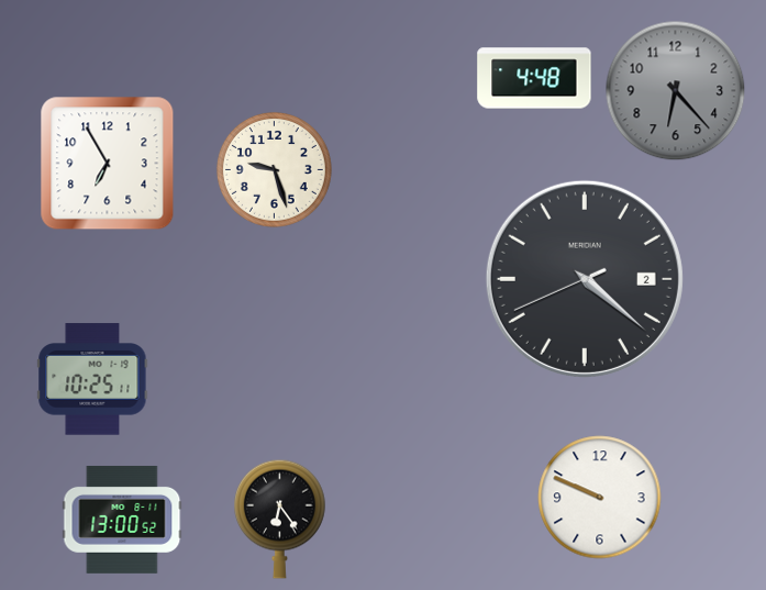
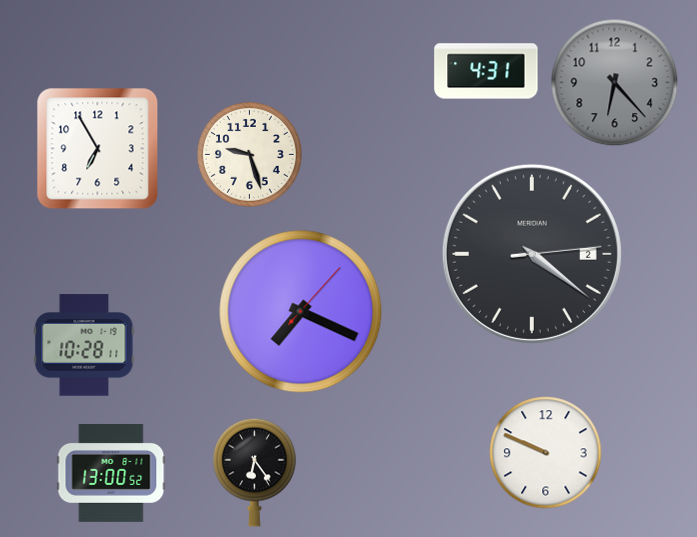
clock at (534, 78): 4:48 -> 4:31
clock at (585, 279): 4:21:41 -> 4:21:14
clock at (301, 312): none -> 7:19
clock at (92, 379): 10:25 -> 10:28
